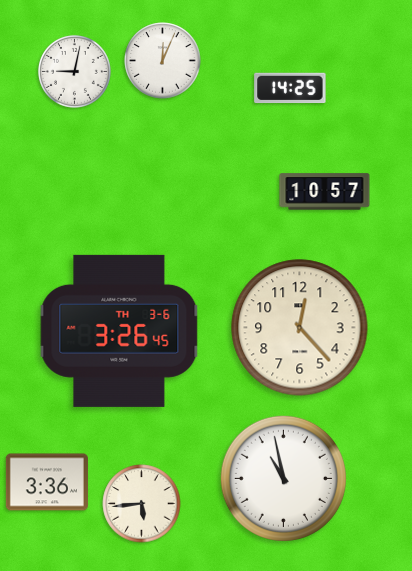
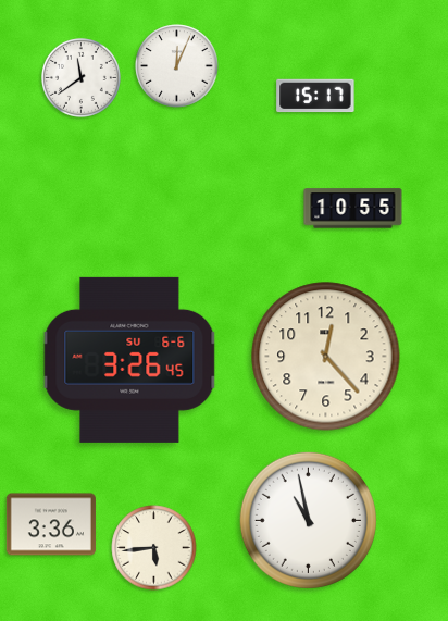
clock at (74, 71): 9:02 -> 11:39
clock at (290, 88): 14:25 -> 15:17
clock at (325, 192): 10:57 -> 10:55
clock at (119, 331) date: TH 3-6 -> SU 6-6
